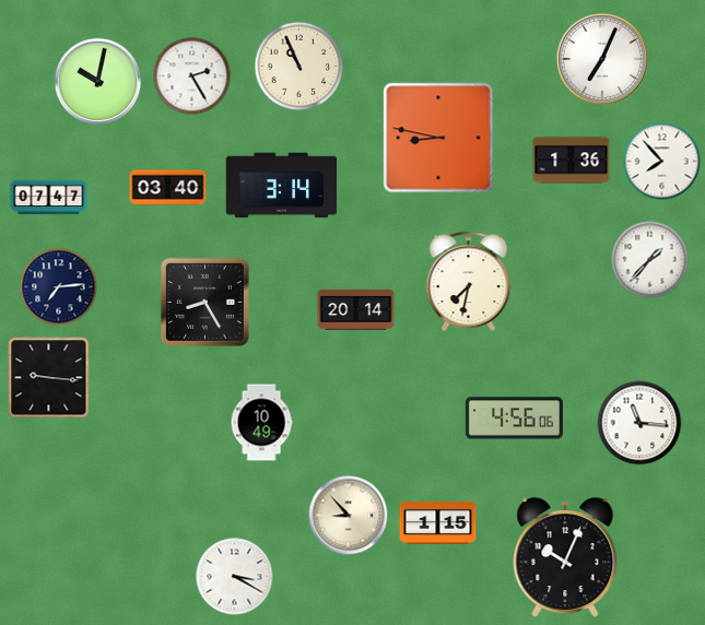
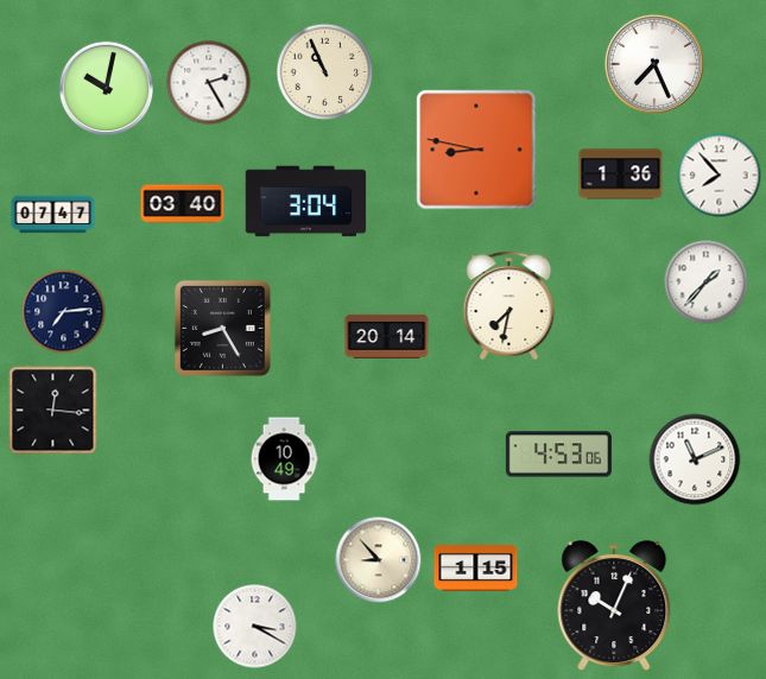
clock at (602, 59): 7:04 -> 7:26
clock at (282, 186): 3:14 -> 3:04
clock at (49, 378): 9:16 -> 12:16
clock at (514, 418): 4:56 -> 4:53
clock at (639, 423): 11:16 -> 11:11
